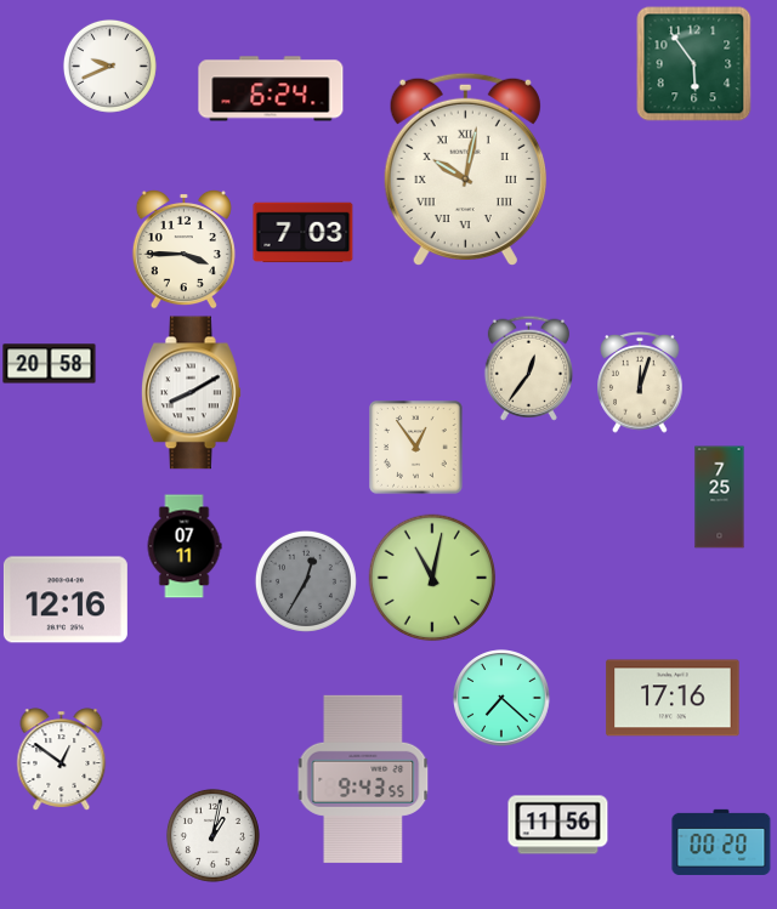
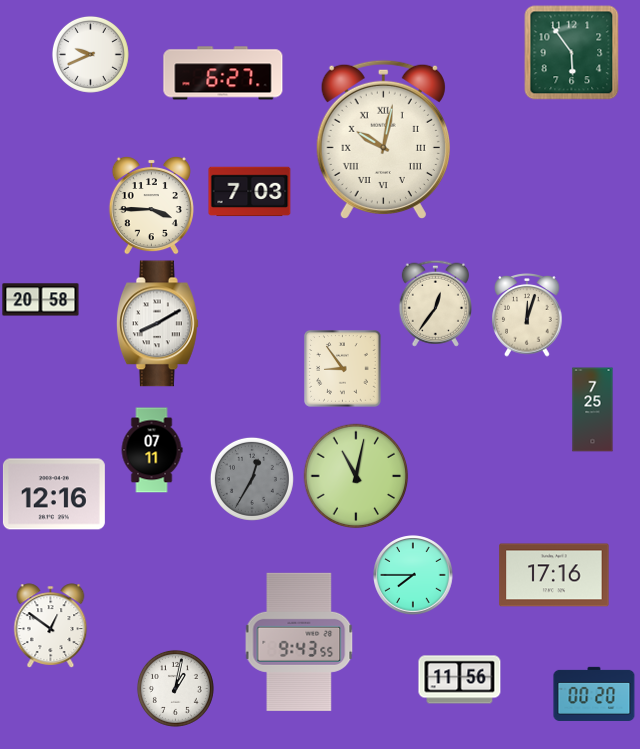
clock at (271, 89): 6:24 -> 6:27
clock at (416, 448): 12:54 -> 8:54
clock at (501, 698): 7:22 -> 7:45
